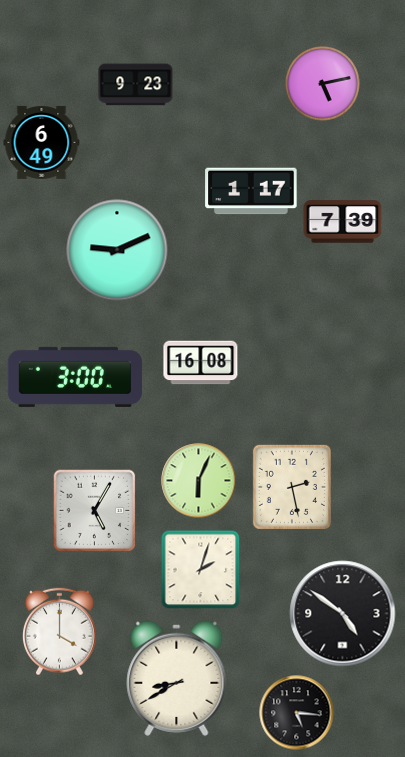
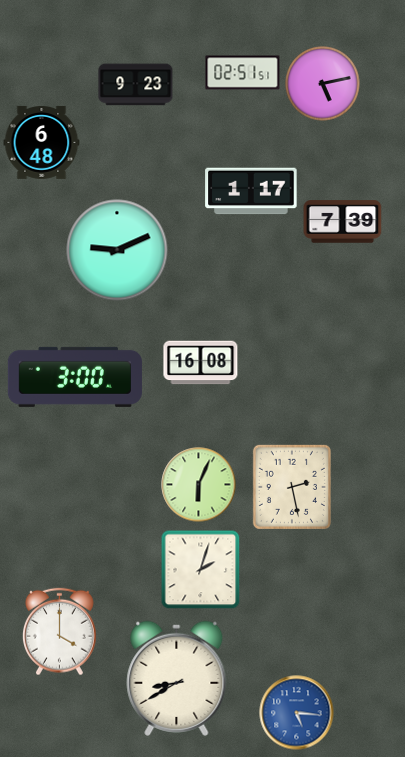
clock at (243, 73): none -> 02:51
clock at (42, 142): 6:49 -> 6:48
clock at (199, 481) position: (199, 481) -> (199, 485)
clock at (95, 511): 5:05 -> none
clock at (343, 614): 4:51 -> none
clock at (297, 713) dial: black -> blue
